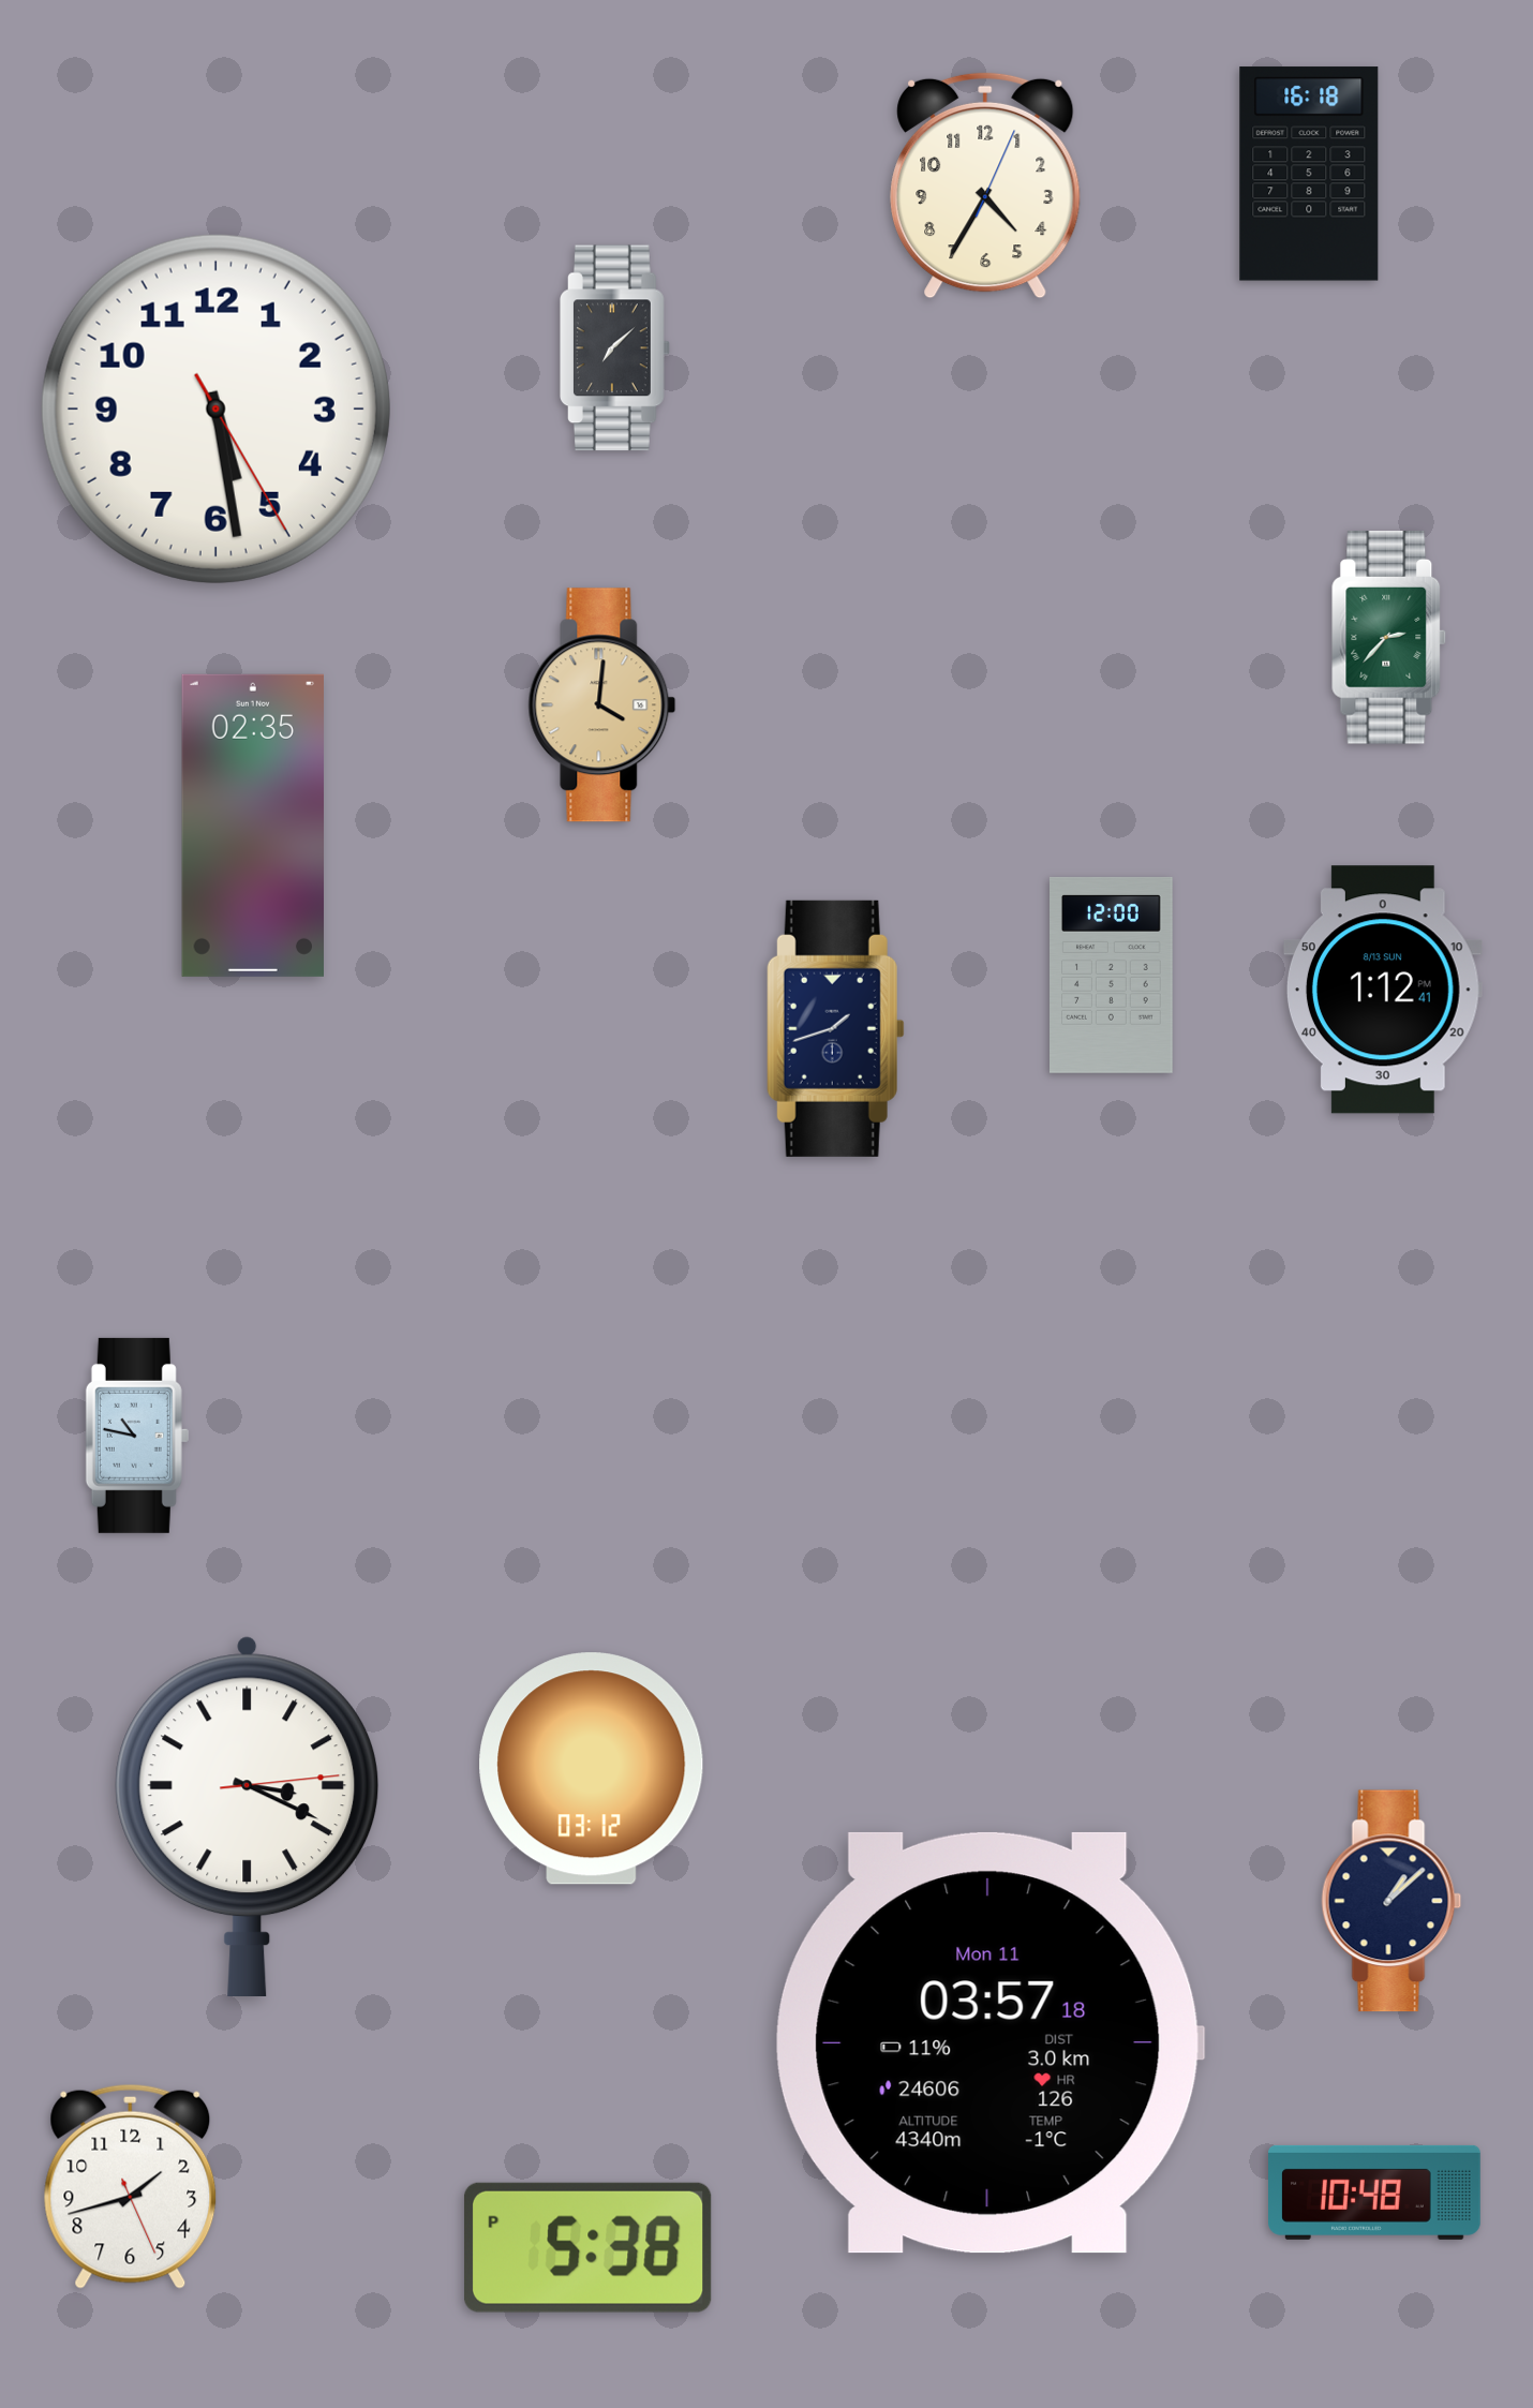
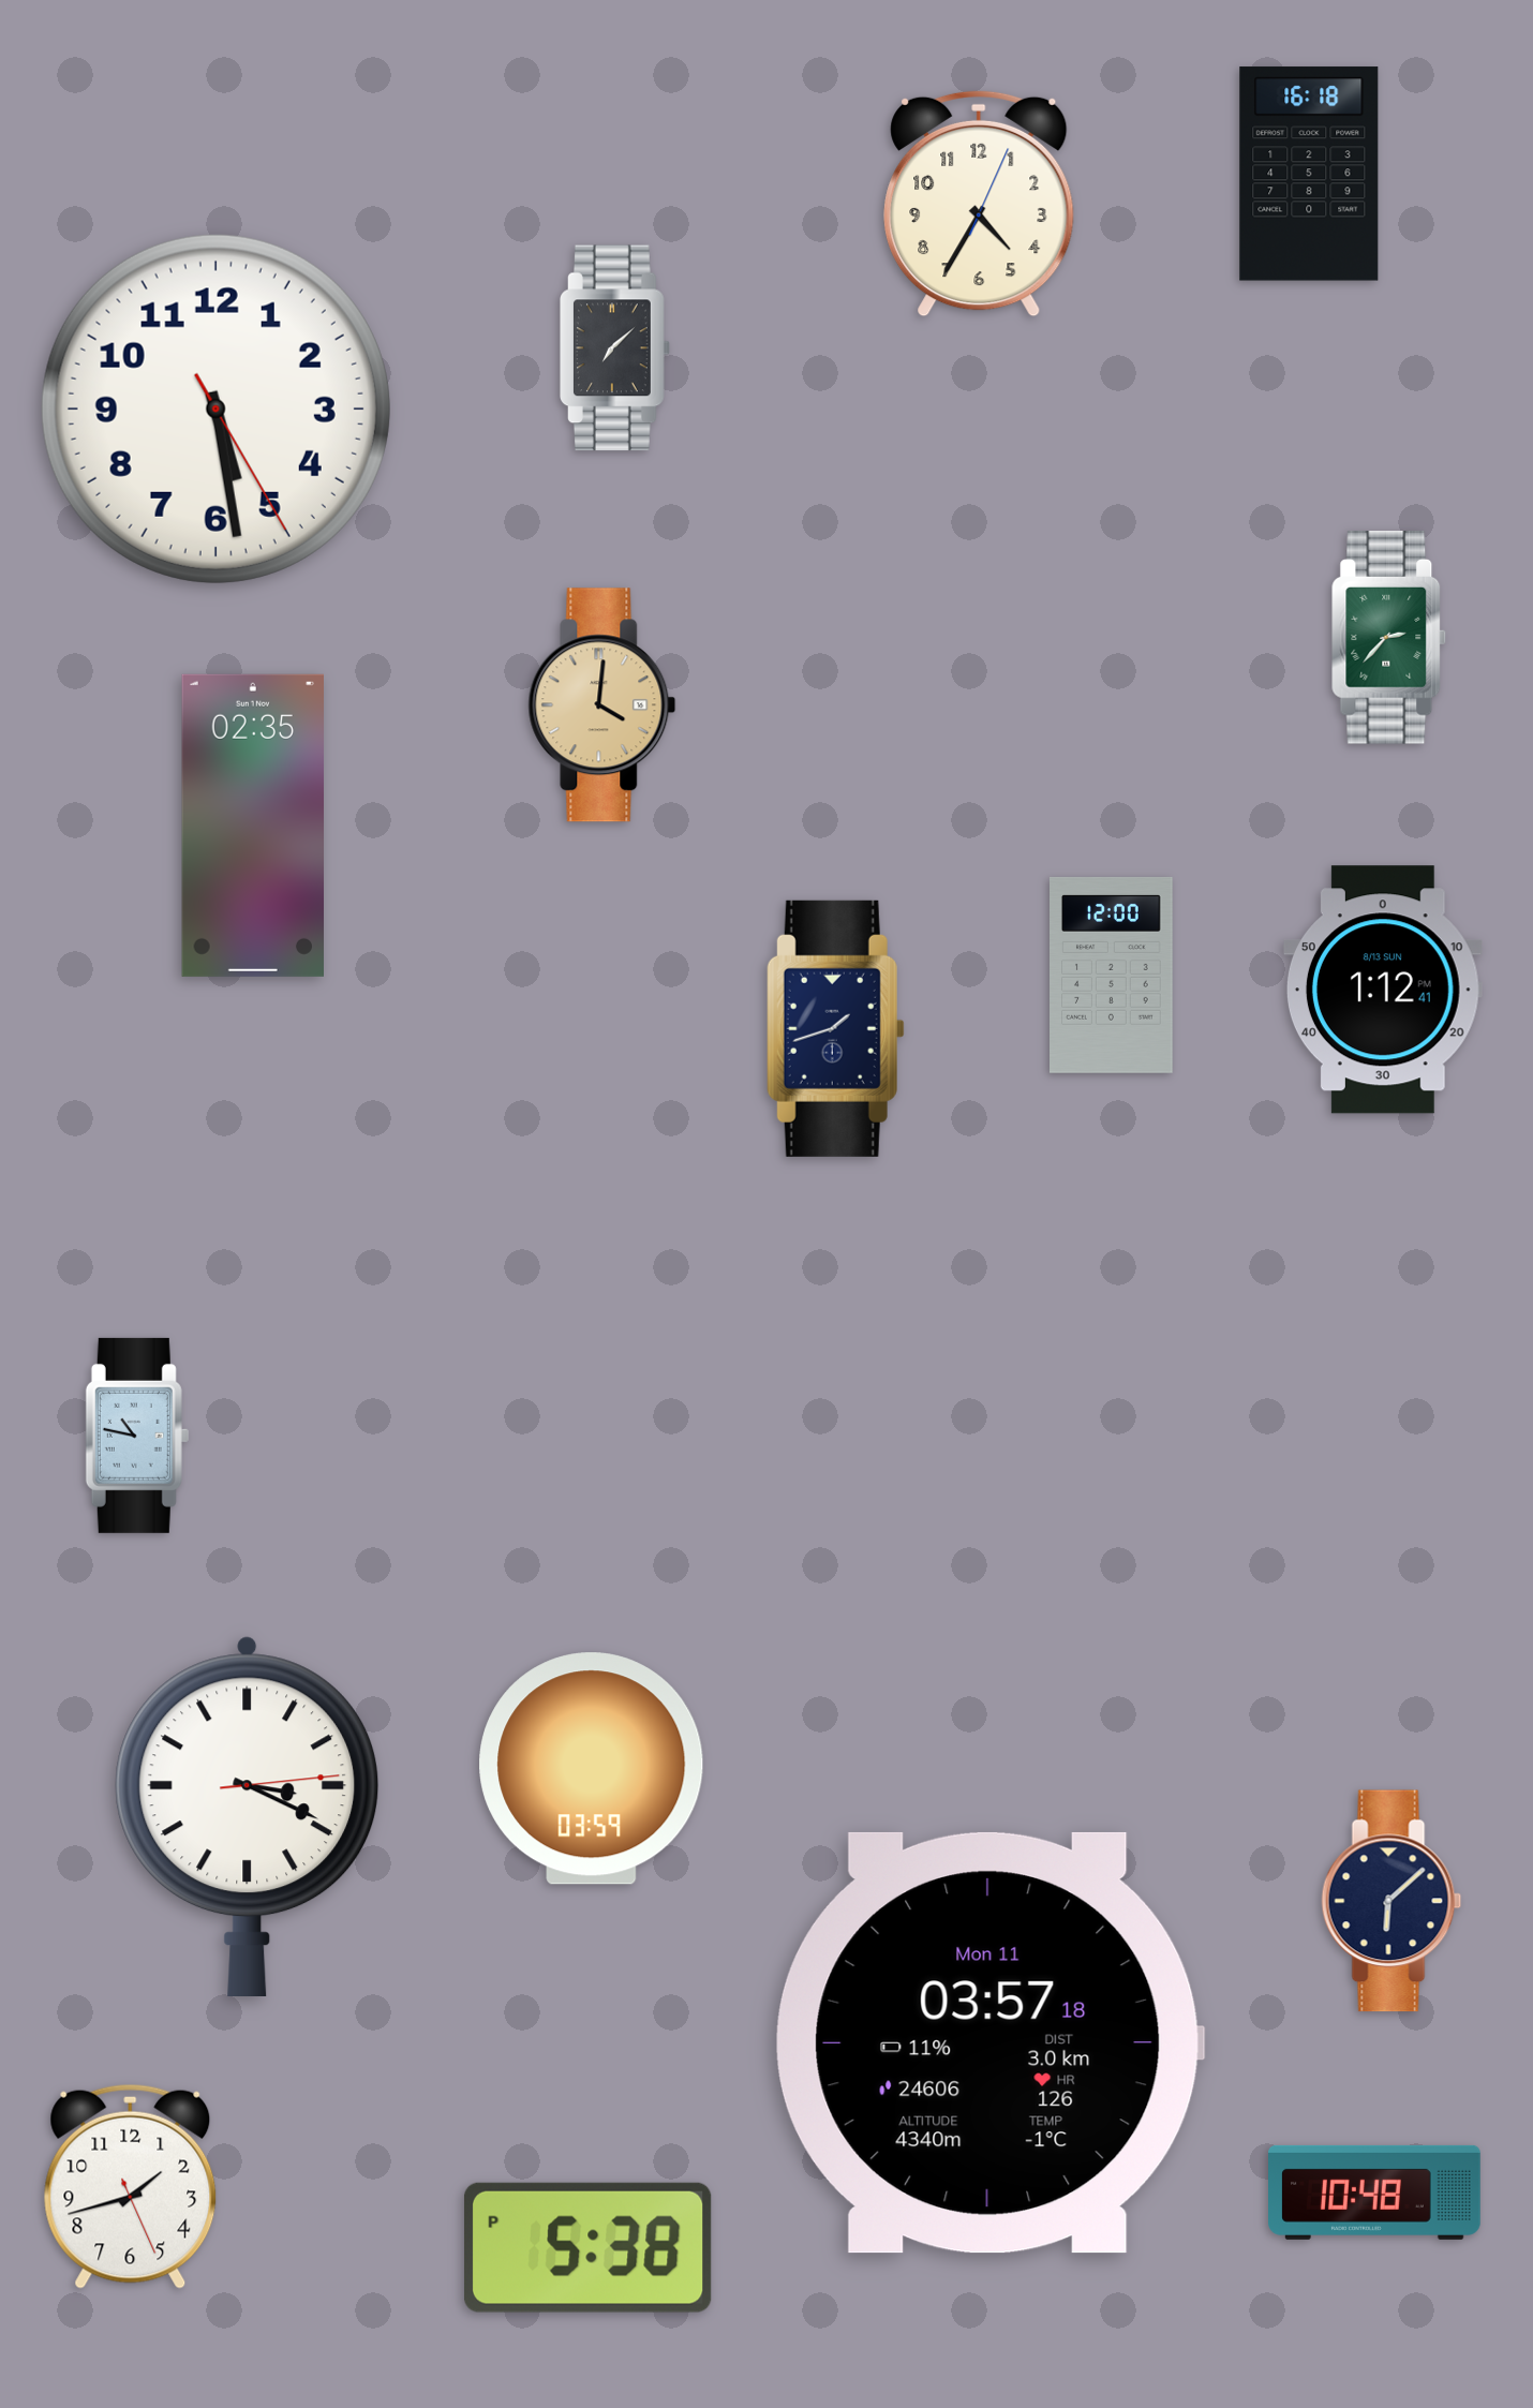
clock at (985, 185) position: (985, 185) -> (979, 204)
clock at (592, 1769): 03:12 -> 03:59
clock at (1391, 1901): 1:08 -> 6:08
